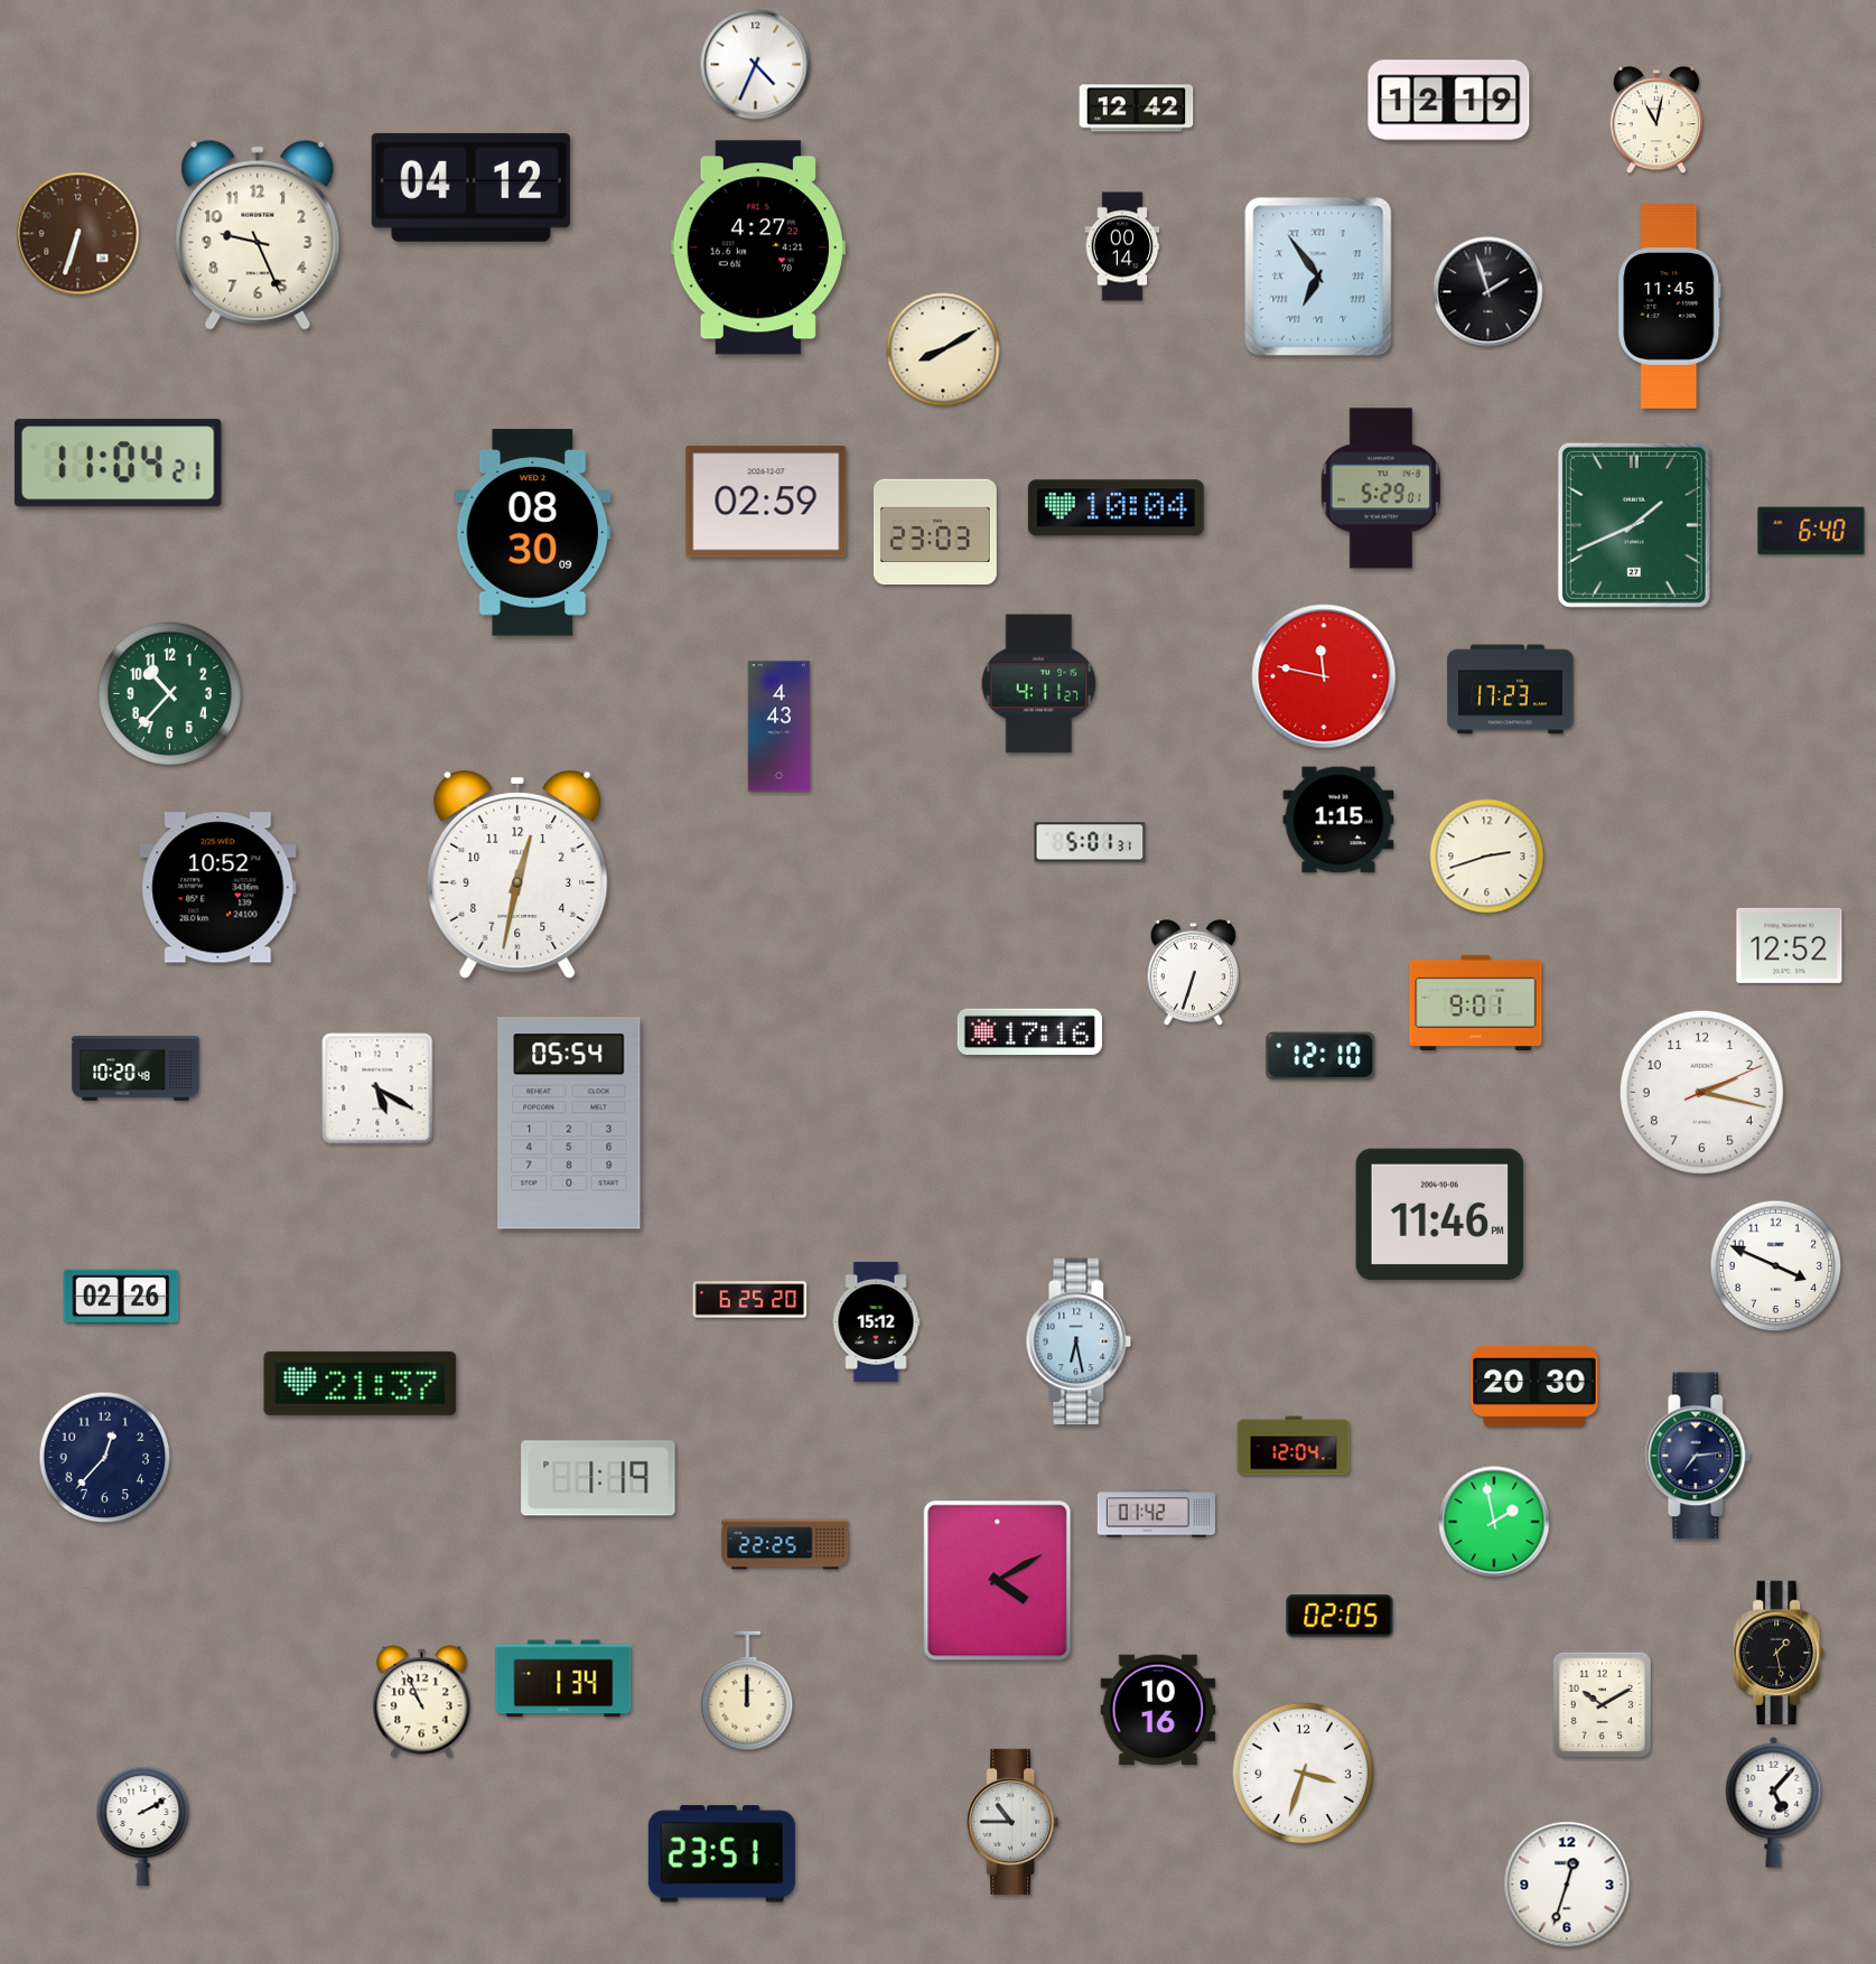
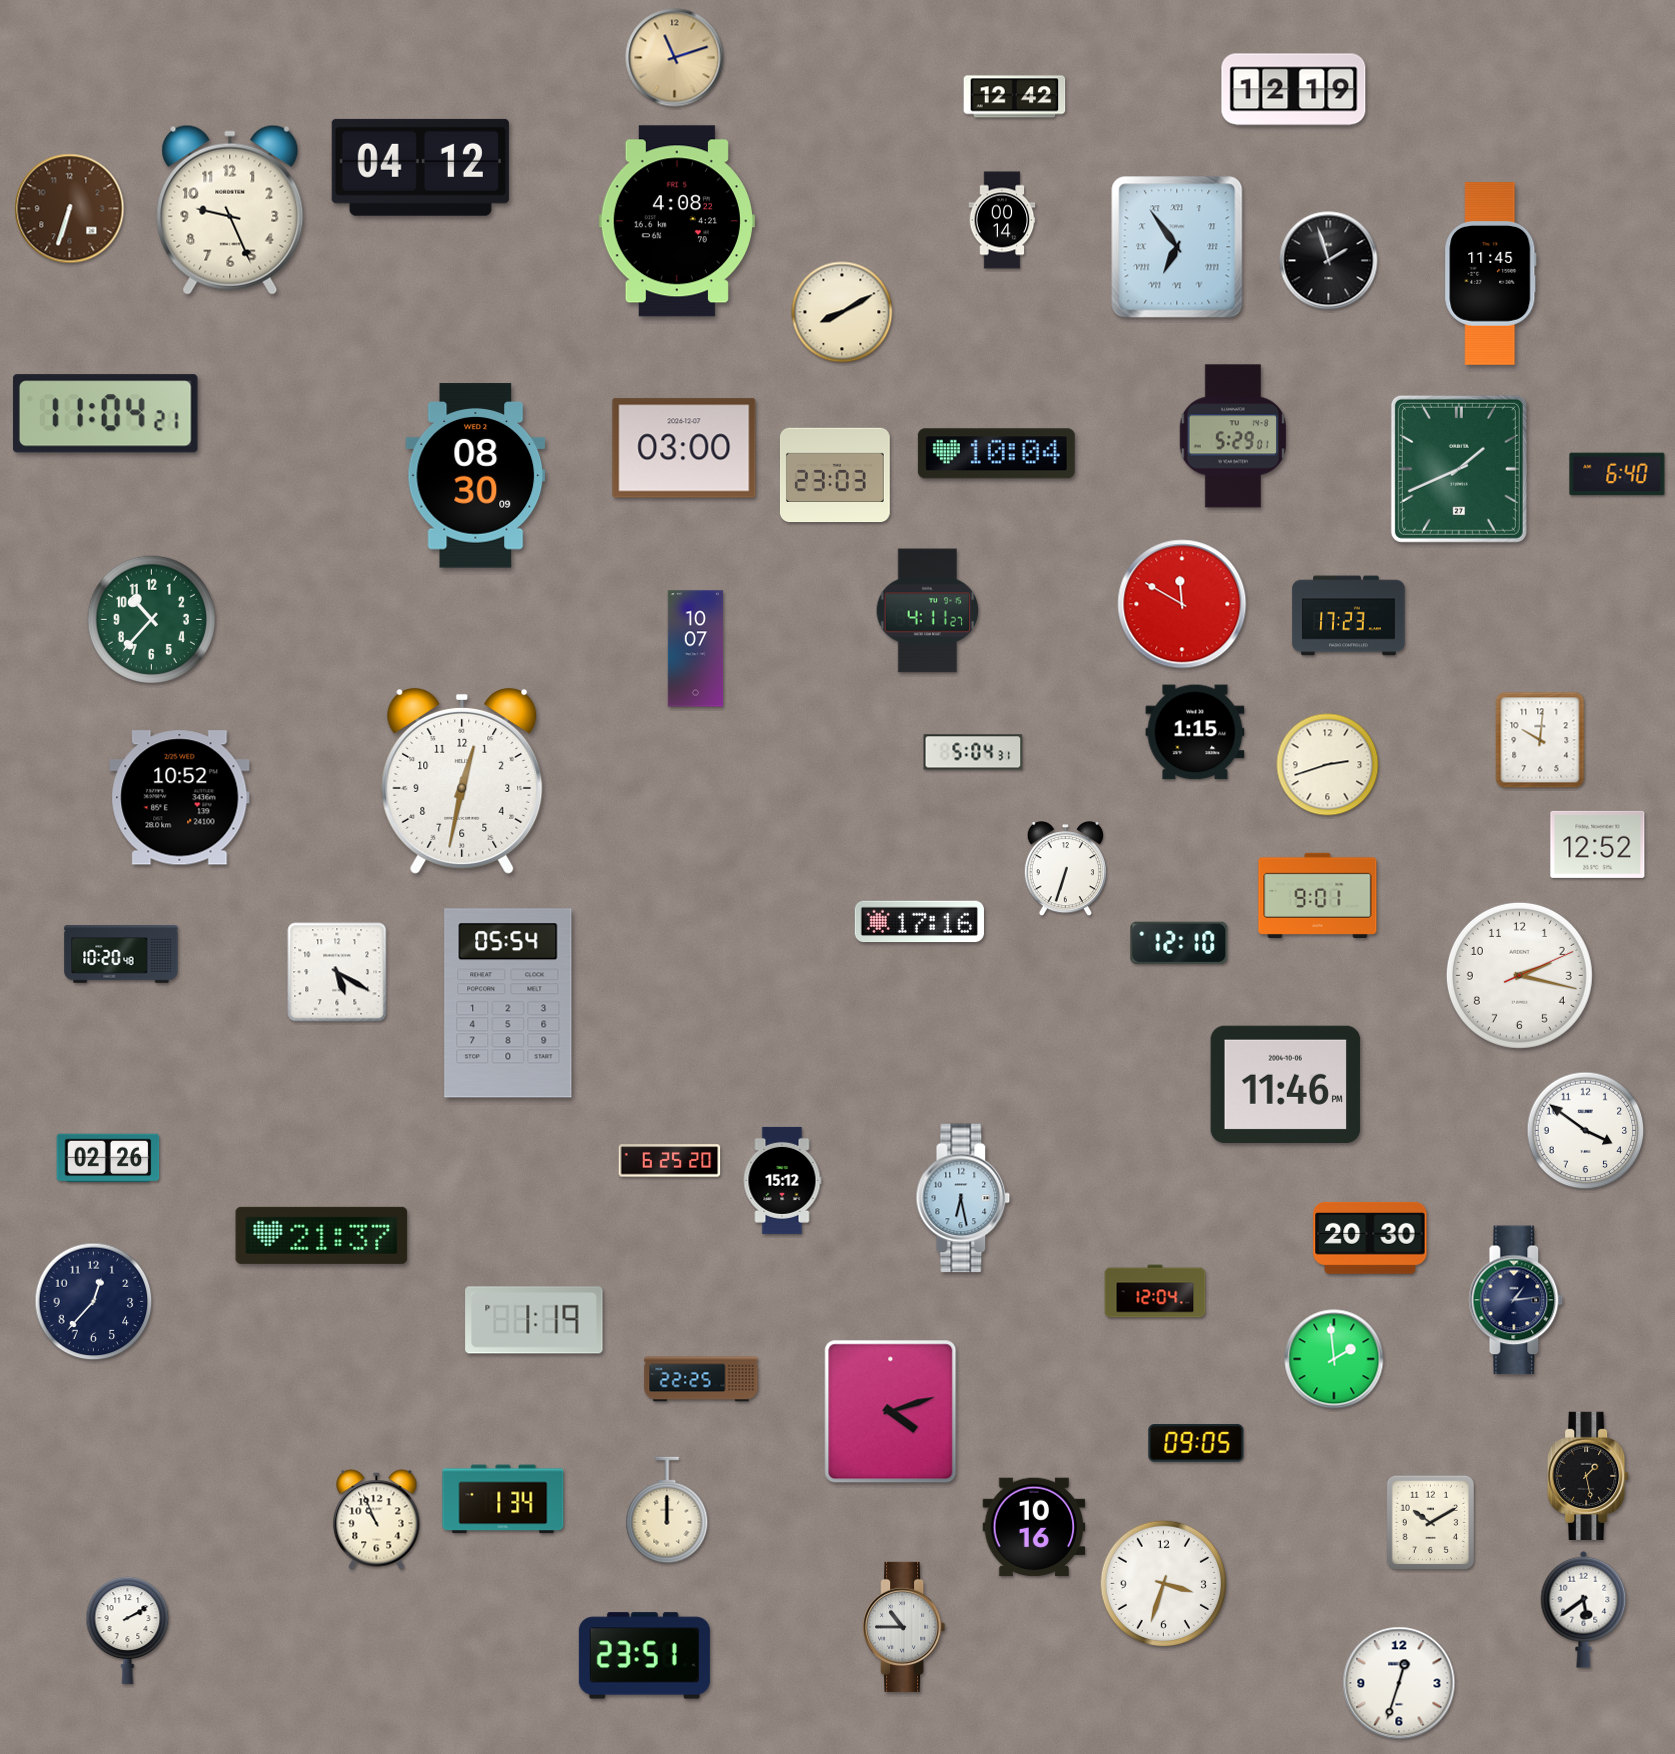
clock at (756, 65): 4:34 -> 11:12
clock at (756, 65) dial: white -> champagne
clock at (1656, 120): 11:02 -> none
clock at (758, 247): 4:27 -> 4:08
clock at (766, 502): 02:59 -> 03:00
clock at (1324, 676): 11:47 -> 11:50
clock at (780, 727): 4:43 -> 10:07
clock at (1540, 740): none -> 10:01
clock at (1090, 842): 5:01 -> 5:04
clock at (218, 888) position: (218, 888) -> (180, 798)
clock at (1776, 1266): 3:49 -> 3:51
clock at (1698, 1456): 7:14 -> 1:14
clock at (1156, 1514): 01:42 -> none
clock at (1494, 1522): 1:58 -> 1:59
clock at (998, 1581): 4:10 -> 4:12
clock at (1340, 1616): 02:05 -> 09:05
clock at (1774, 1802): 5:07 -> 5:39
